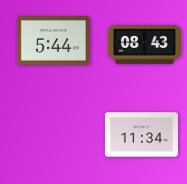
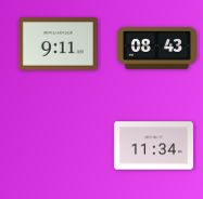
clock at (53, 41): 5:44 -> 9:11
